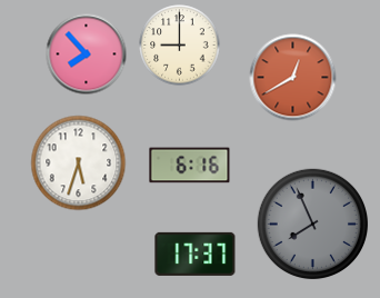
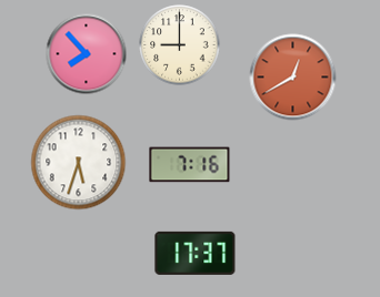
clock at (190, 166): 6:16 -> 7:16
clock at (313, 225): 7:56 -> none
